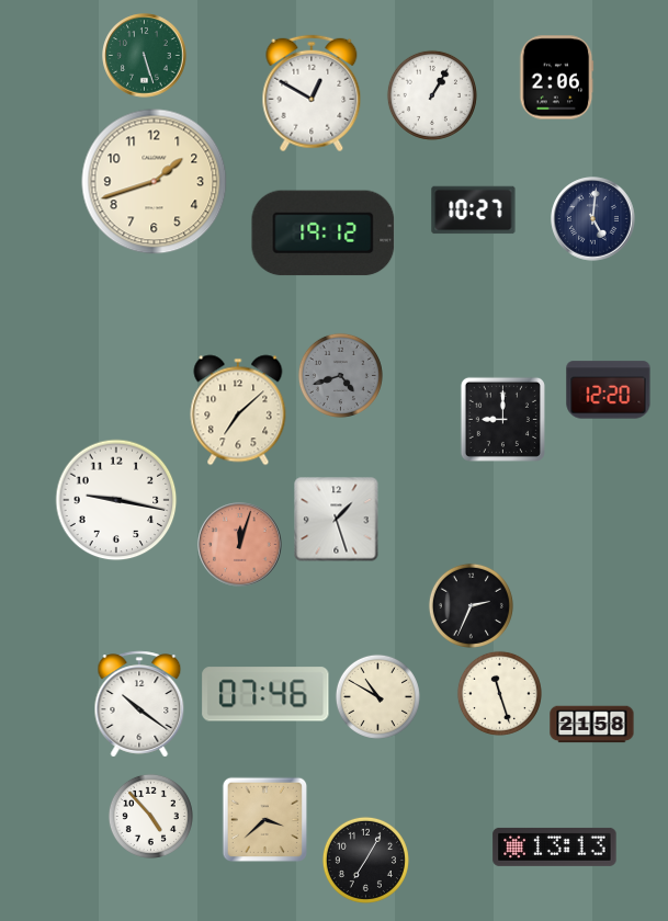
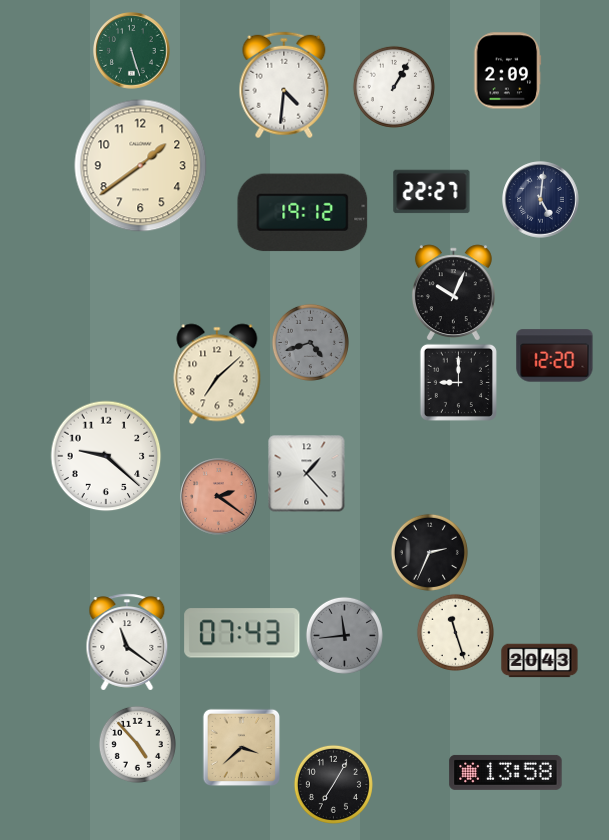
clock at (557, 78): 2:06 -> 2:09
clock at (312, 93): 12:50 -> 4:31
clock at (155, 182): 1:42 -> 1:39
clock at (474, 211): 10:27 -> 22:27
clock at (324, 234) position: (324, 234) -> (303, 213)
clock at (453, 293): none -> 10:04
clock at (116, 500): 9:17 -> 9:22
clock at (337, 520): 1:27 -> 1:23
clock at (240, 545): 12:03 -> 2:21
clock at (265, 694): 07:46 -> 07:43
clock at (377, 696): 10:50 -> 11:44
clock at (377, 696) dial: cream -> grey
clock at (139, 704): 10:21 -> 11:21
clock at (592, 725): 21:58 -> 20:43
clock at (555, 846): 13:13 -> 13:58
